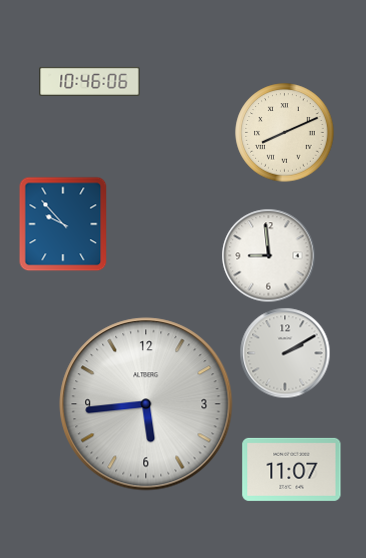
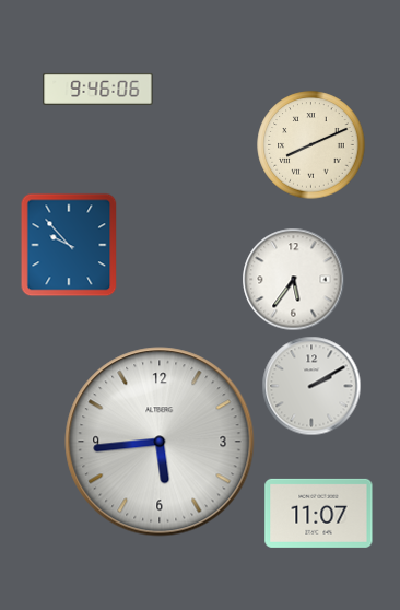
clock at (90, 81): 10:46 -> 9:46
clock at (268, 255): 8:59 -> 5:36
